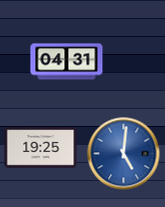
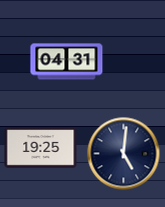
clock at (124, 154) dial: blue -> navy
